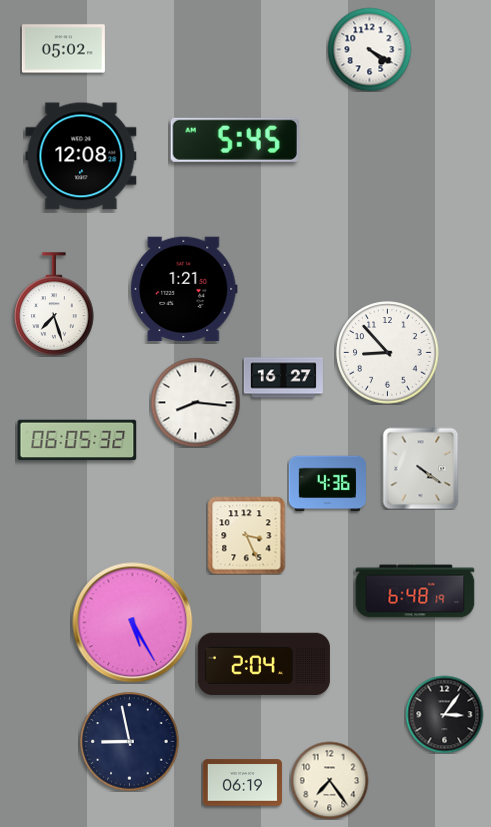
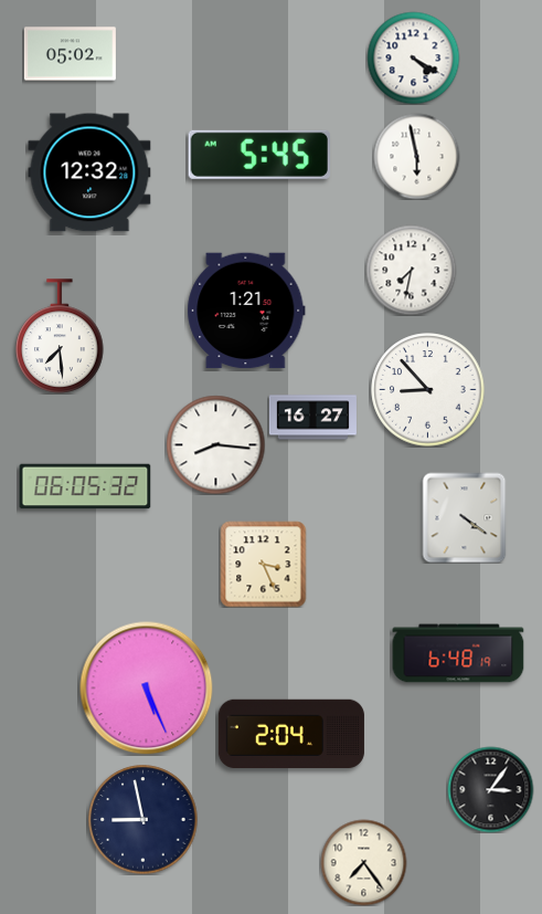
clock at (369, 49) position: (369, 49) -> (413, 57)
clock at (416, 156): none -> 5:58
clock at (81, 156): 12:08 -> 12:32
clock at (411, 270): none -> 7:32
clock at (184, 289) position: (184, 289) -> (246, 311)
clock at (54, 304): 7:27 -> 7:29
clock at (327, 484): 4:36 -> none
clock at (246, 535) position: (246, 535) -> (263, 564)
clock at (133, 623): 5:25 -> 5:26
clock at (242, 783): 06:19 -> none
